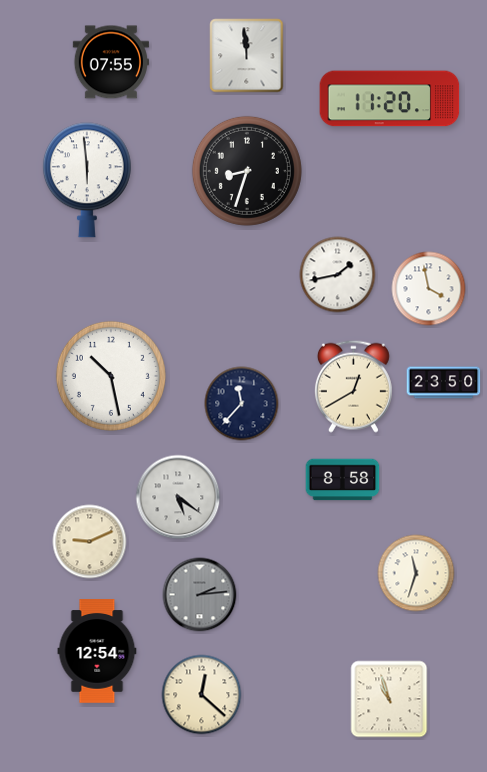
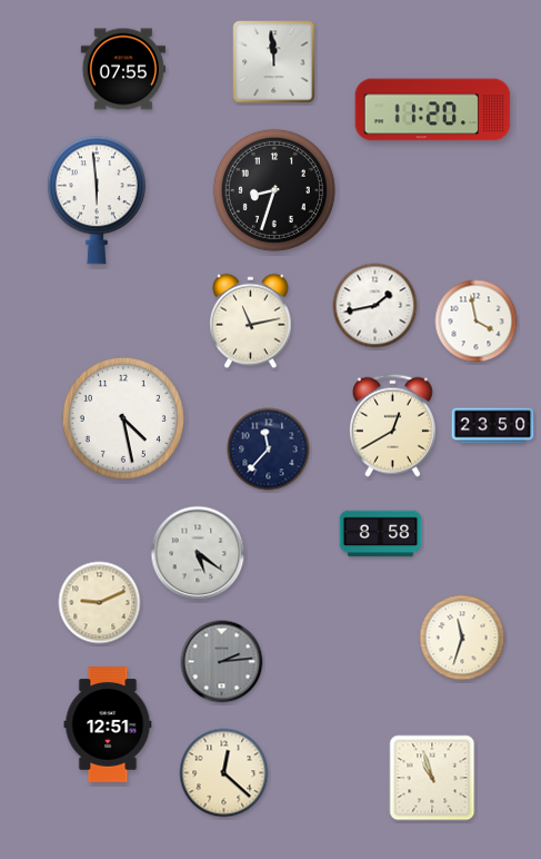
clock at (251, 322): none -> 11:13
clock at (111, 376): 10:28 -> 4:28
clock at (353, 386) position: (353, 386) -> (392, 425)
clock at (97, 651): 12:54 -> 12:51
